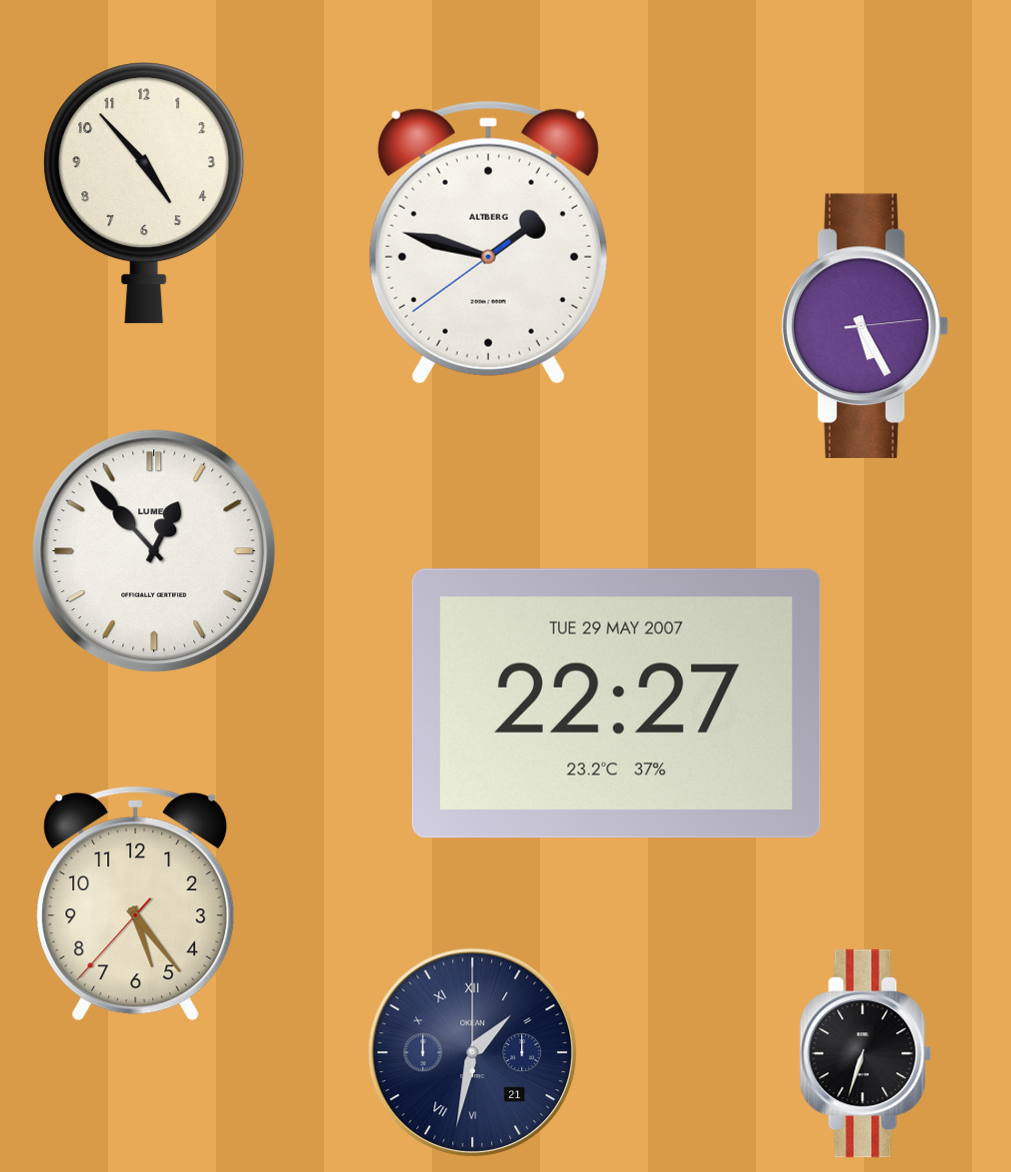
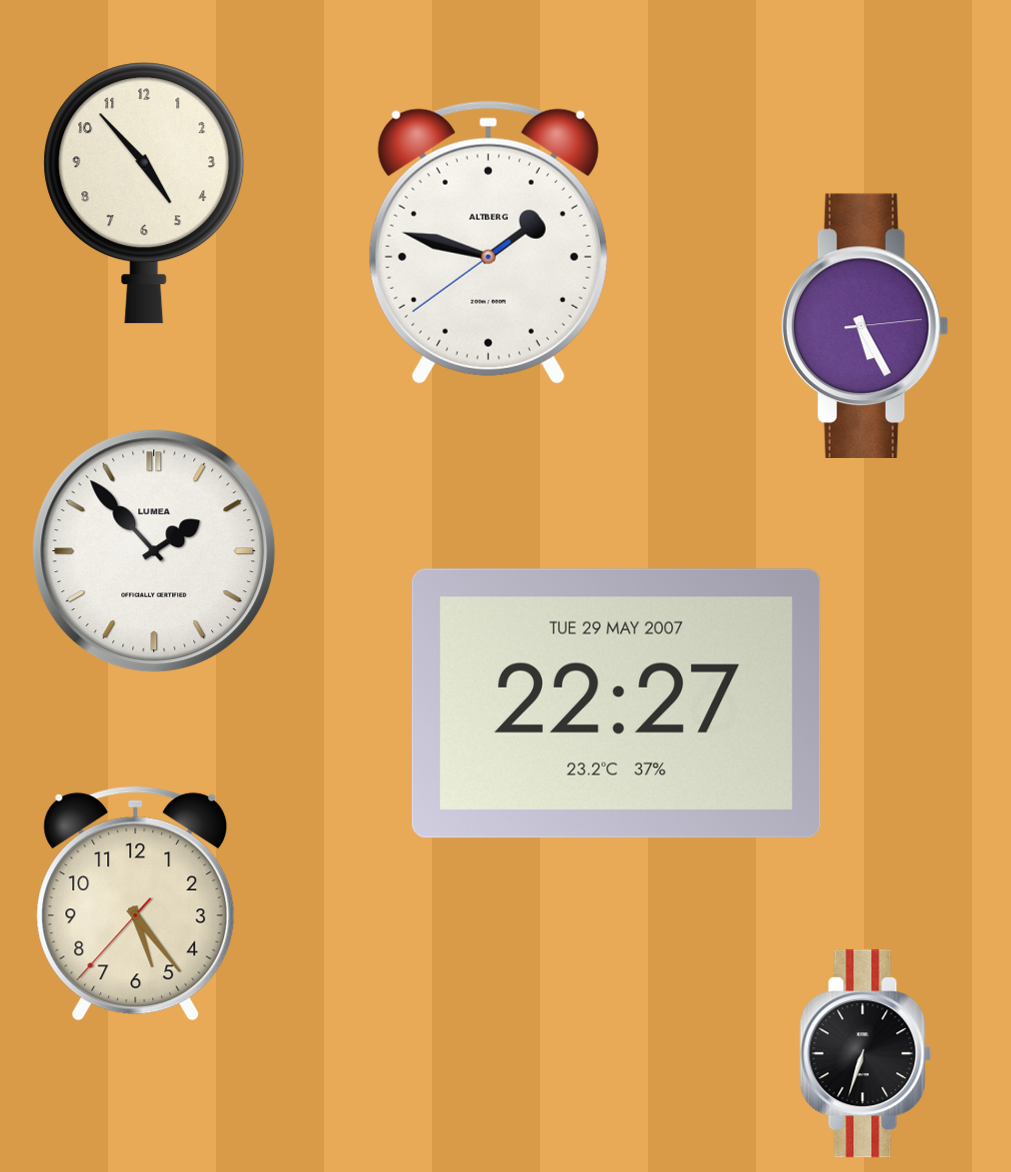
clock at (154, 551): 12:53 -> 1:53
clock at (473, 1053): 1:32 -> none
